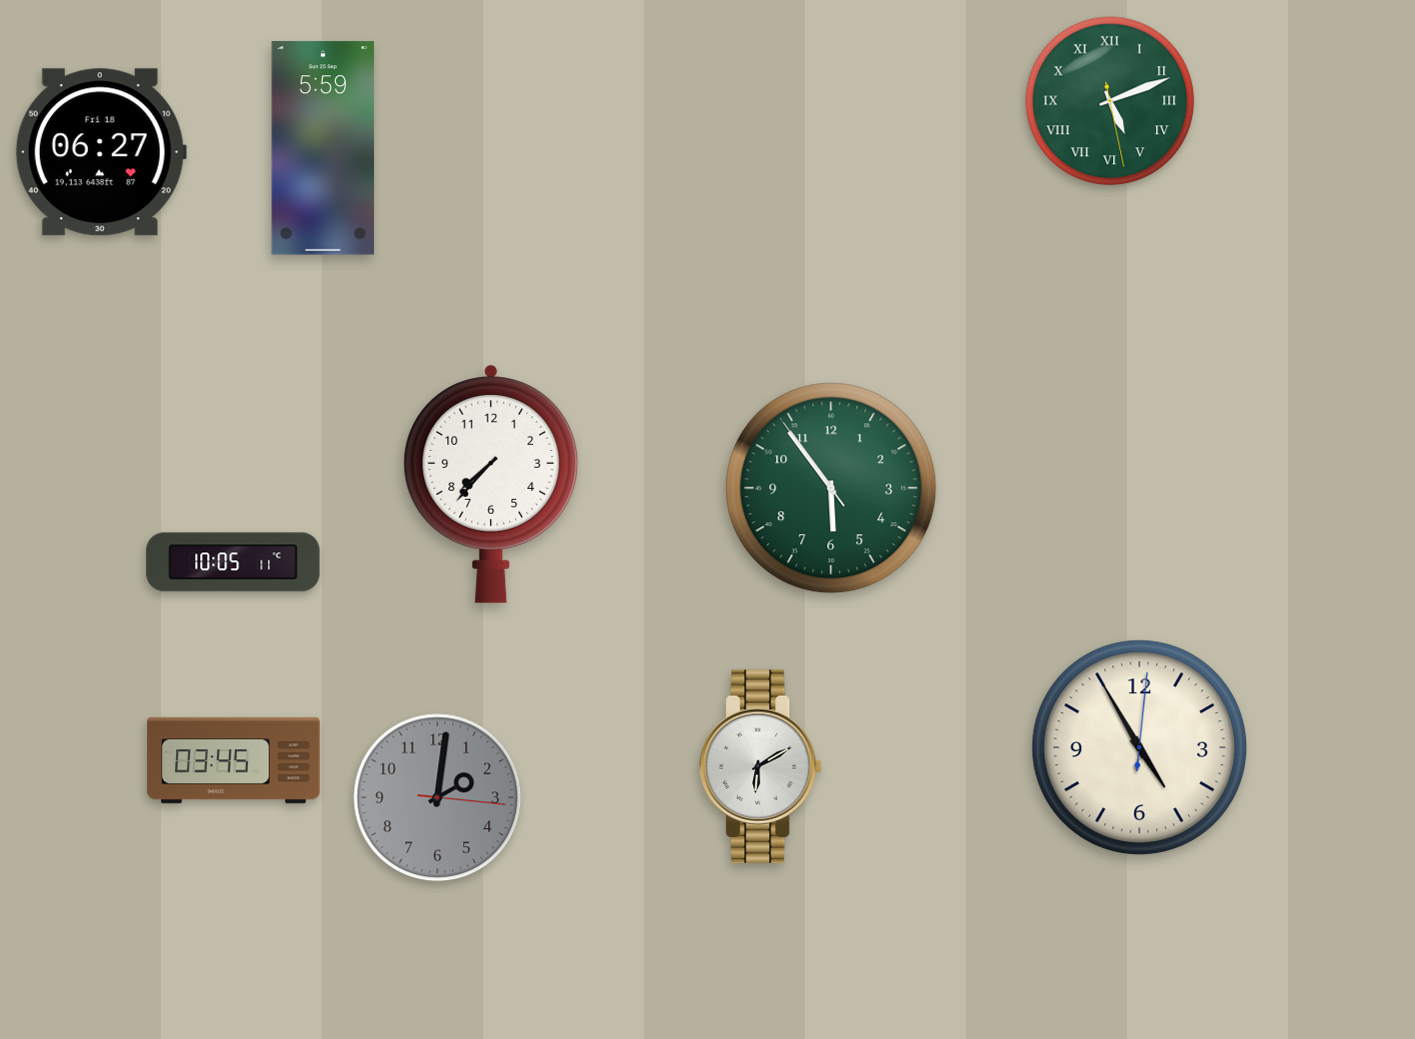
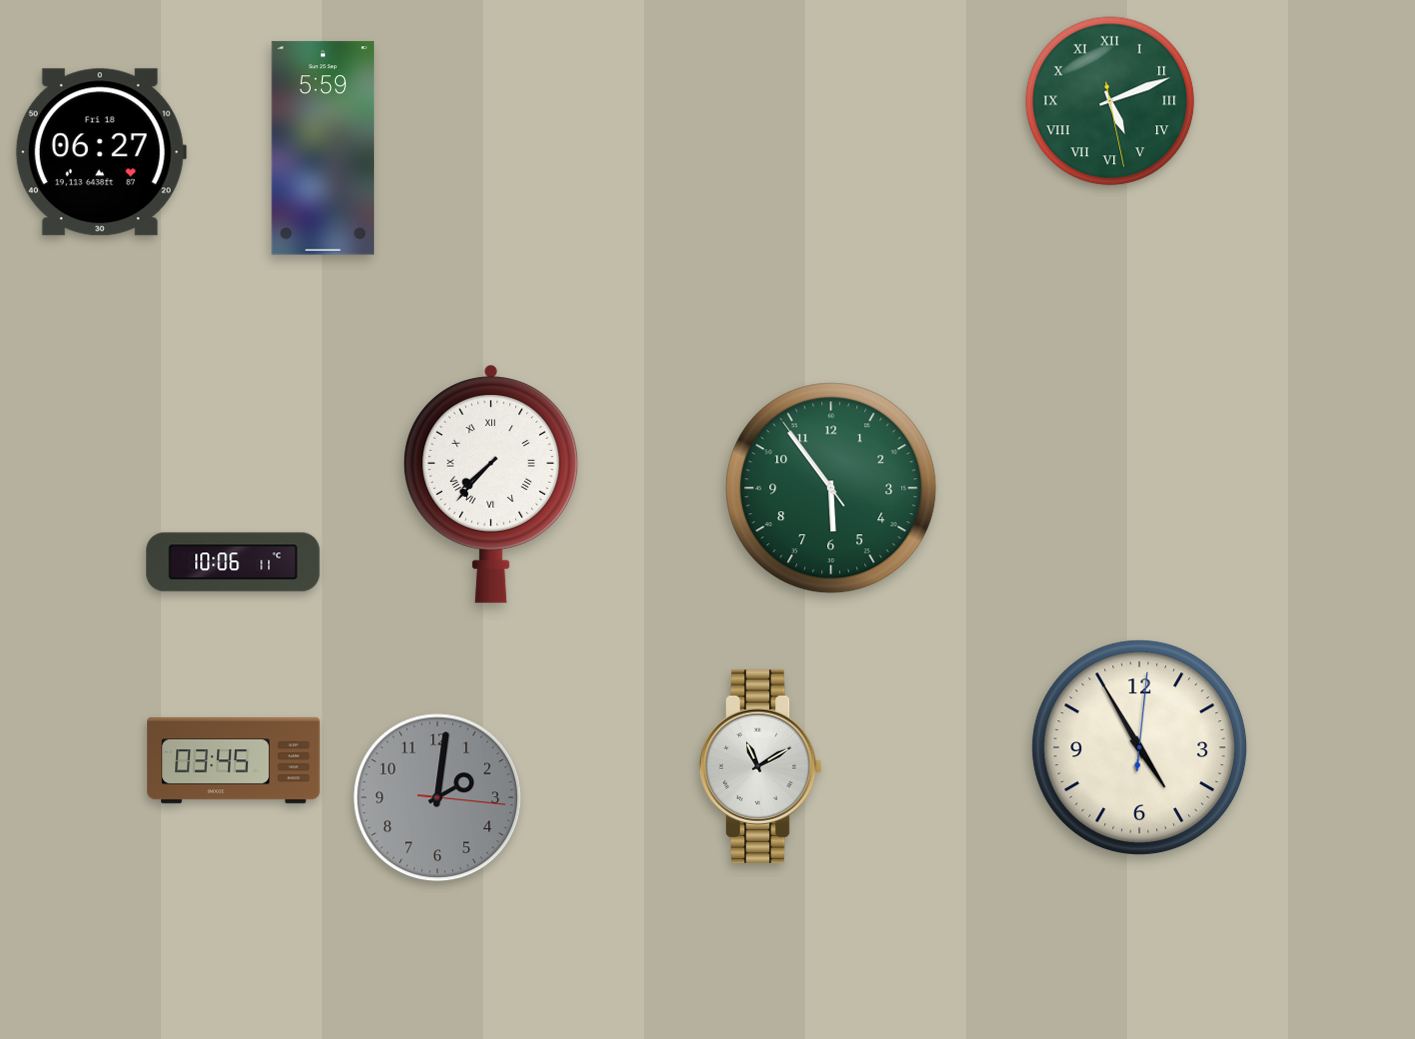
clock at (491, 484) numerals: Arabic -> Roman
clock at (233, 562): 10:05 -> 10:06
clock at (761, 767): 6:10 -> 11:10
